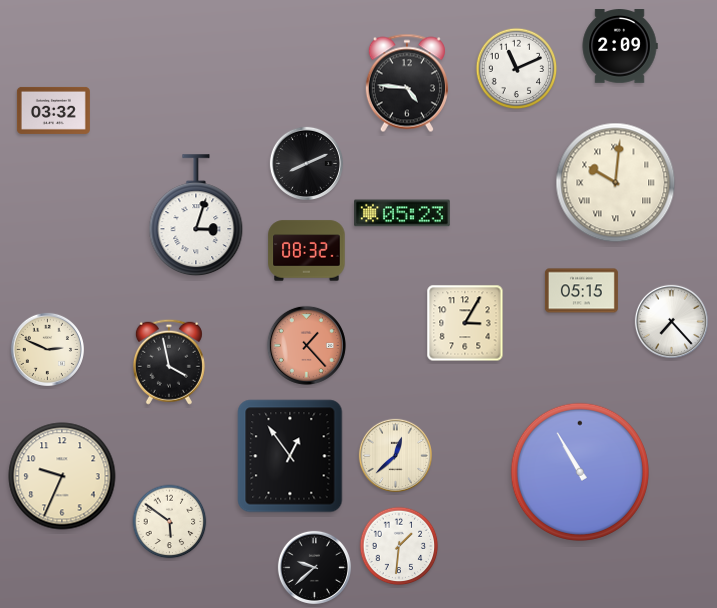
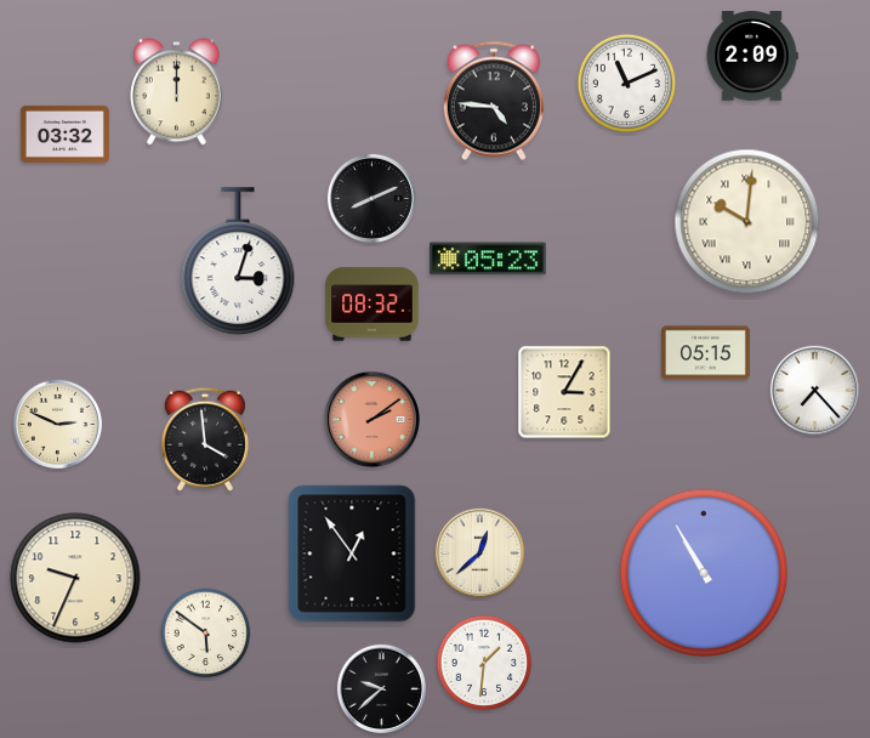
clock at (177, 92): none -> 12:00
clock at (306, 345): 1:23 -> 2:09
clock at (169, 362): 3:58 -> 3:59
